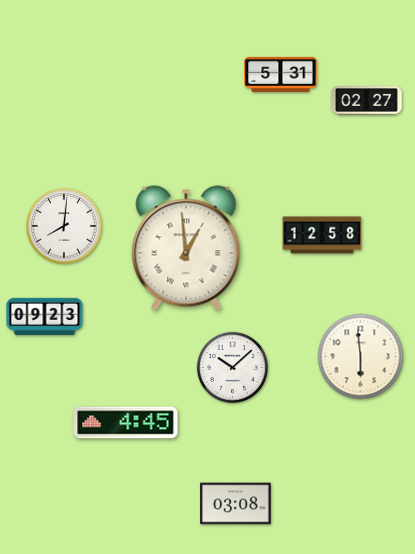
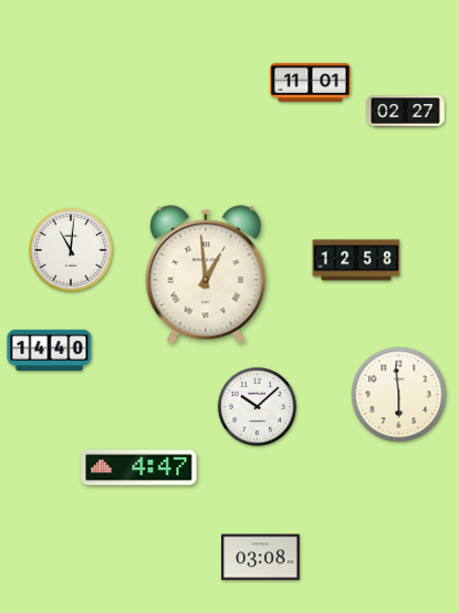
clock at (281, 74): 5:31 -> 11:01
clock at (64, 226): 8:01 -> 11:01
clock at (45, 316): 09:23 -> 14:40
clock at (126, 423): 4:45 -> 4:47
